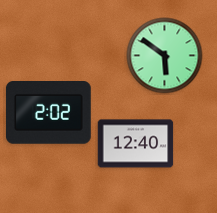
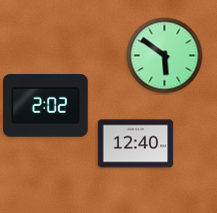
clock at (49, 113) position: (49, 113) -> (46, 106)
